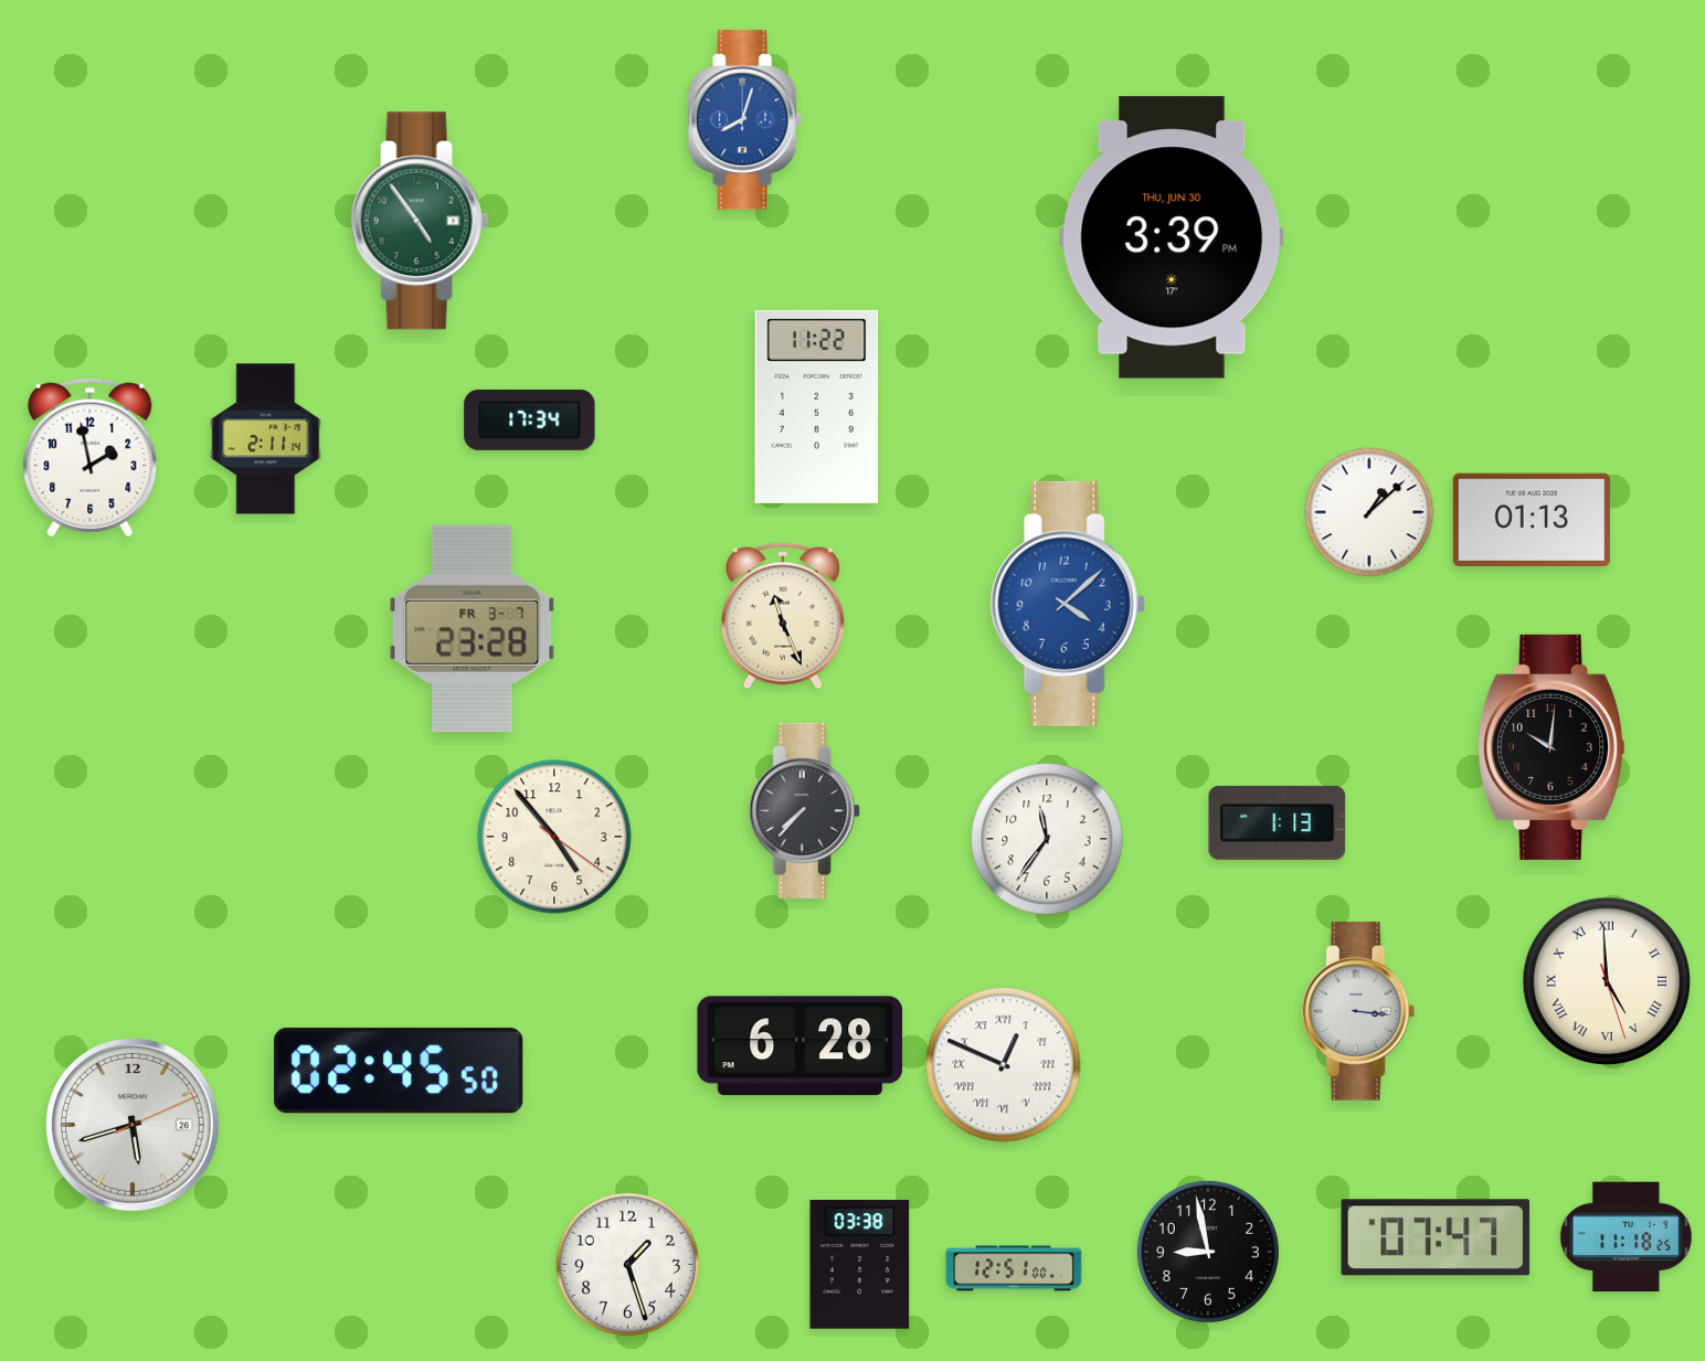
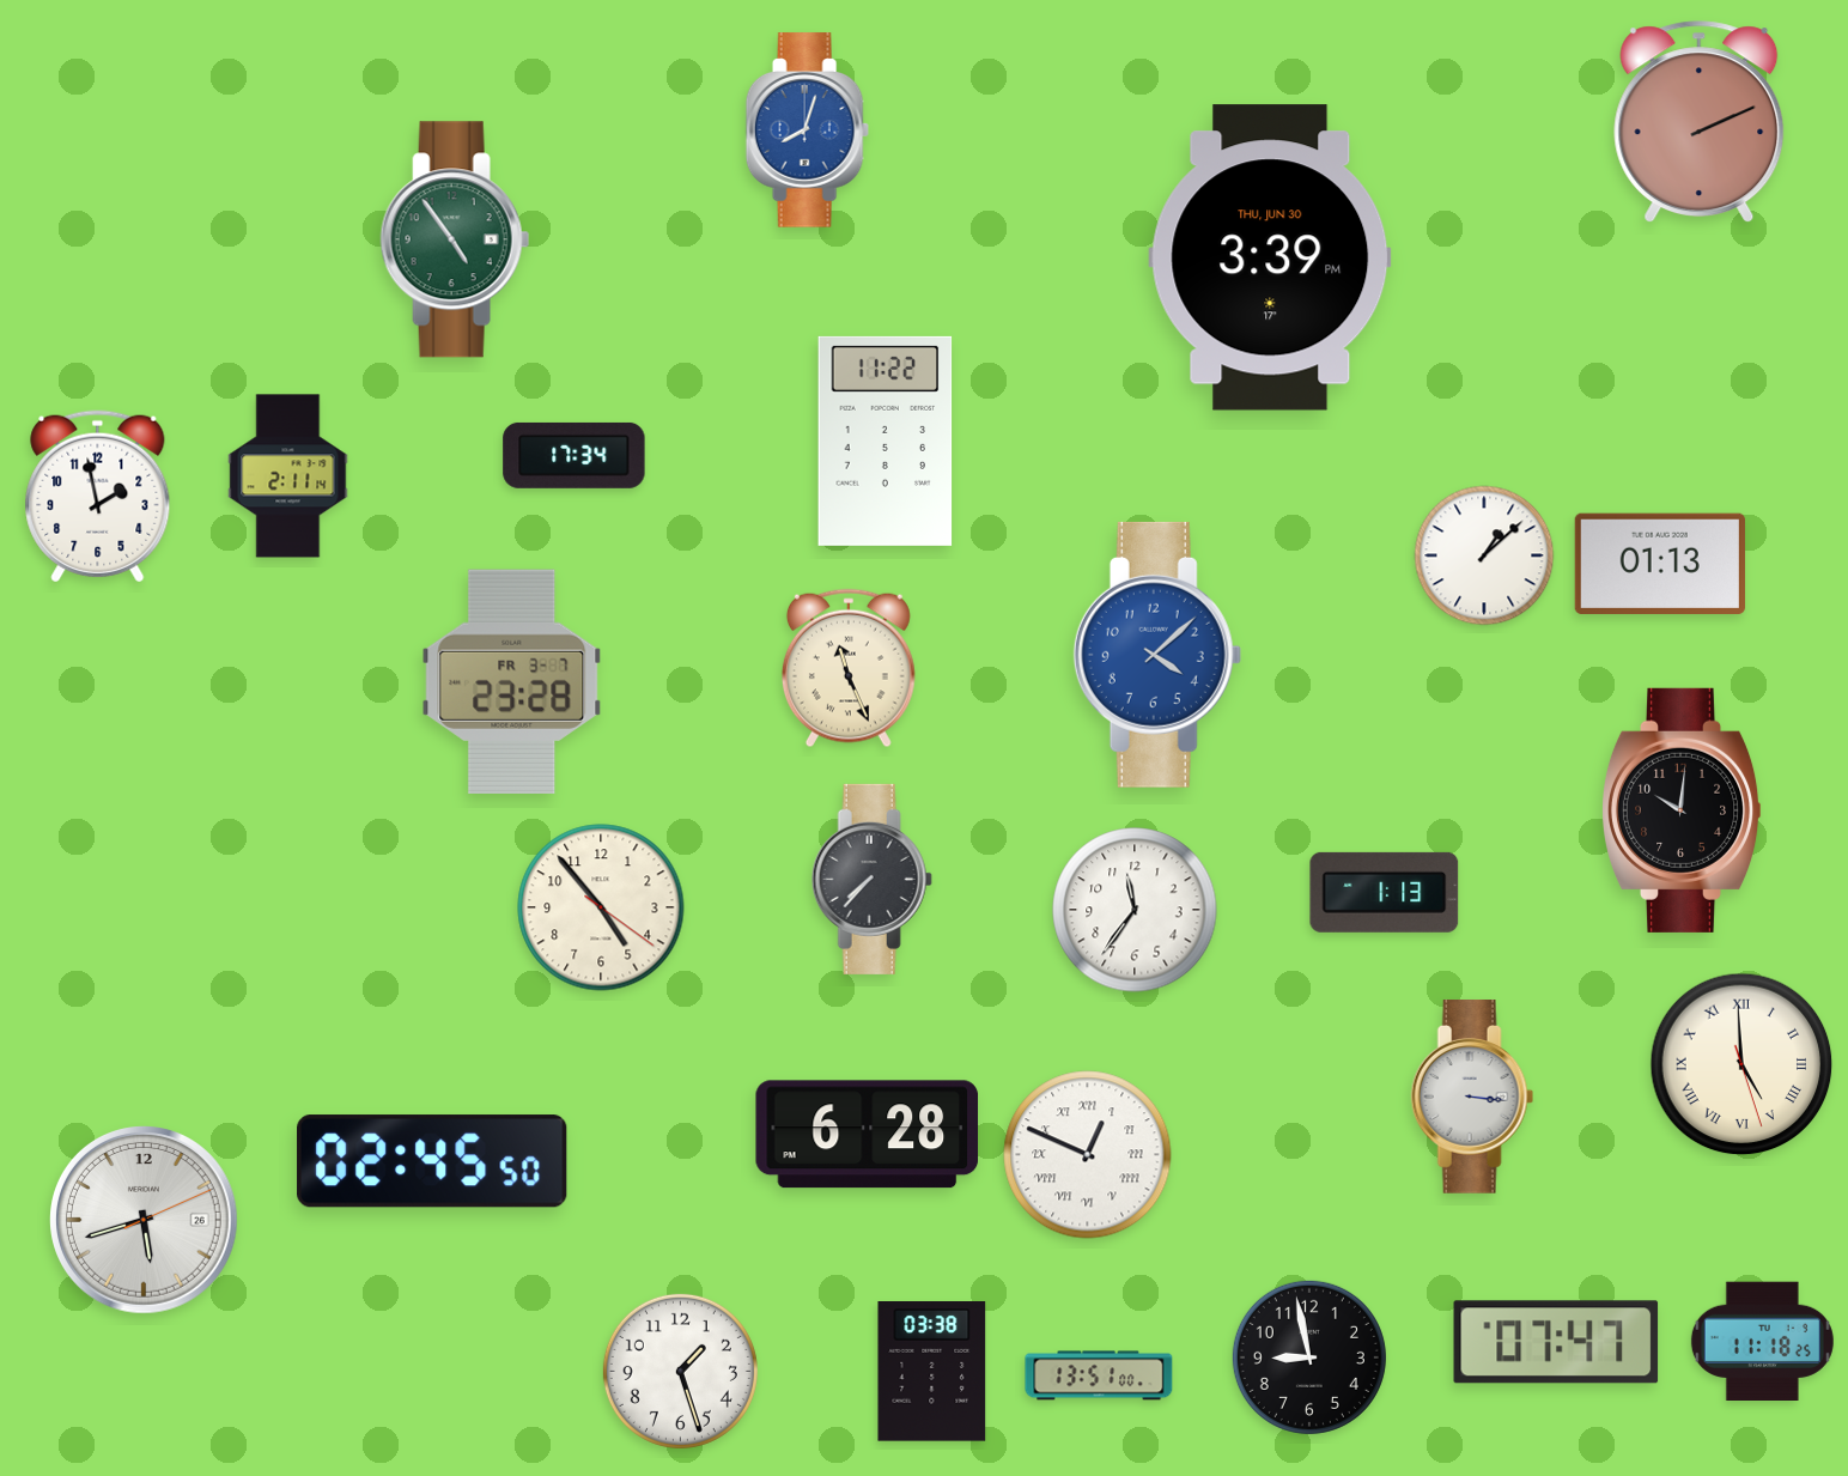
clock at (1700, 122): none -> 2:11
clock at (1014, 1268): 12:51 -> 13:51
